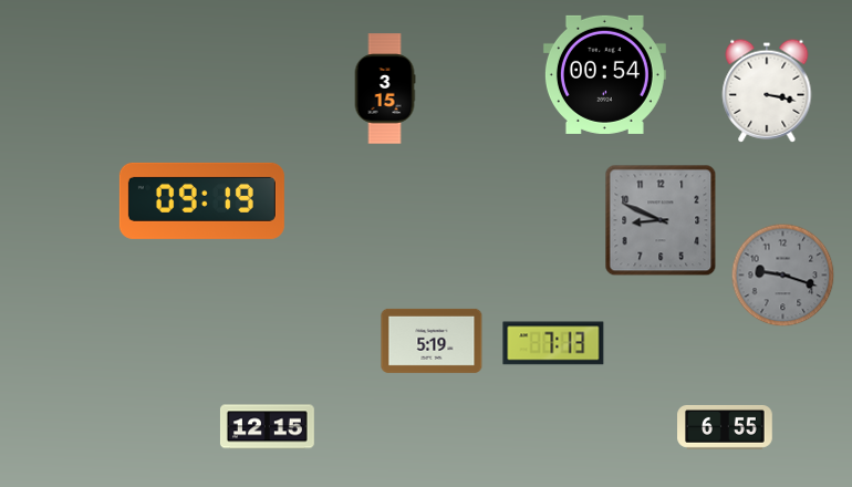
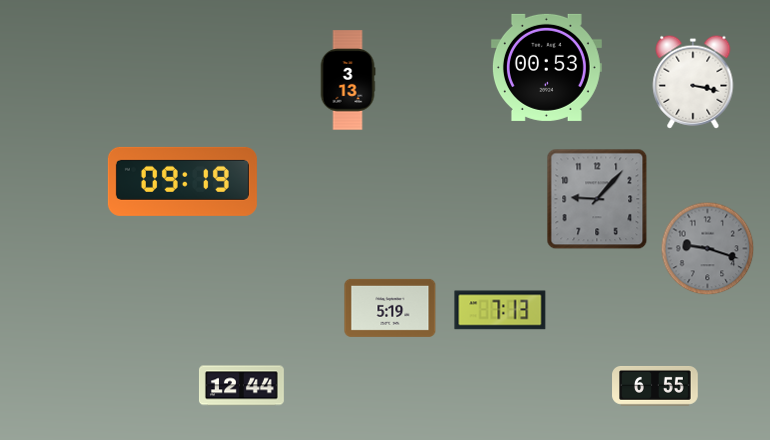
clock at (604, 74): 00:54 -> 00:53
clock at (385, 89): 3:15 -> 3:13
clock at (661, 220): 8:49 -> 9:07
clock at (267, 427): 12:15 -> 12:44
